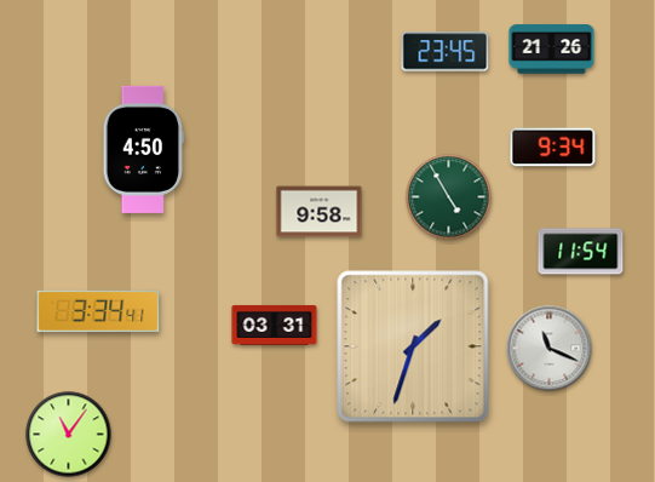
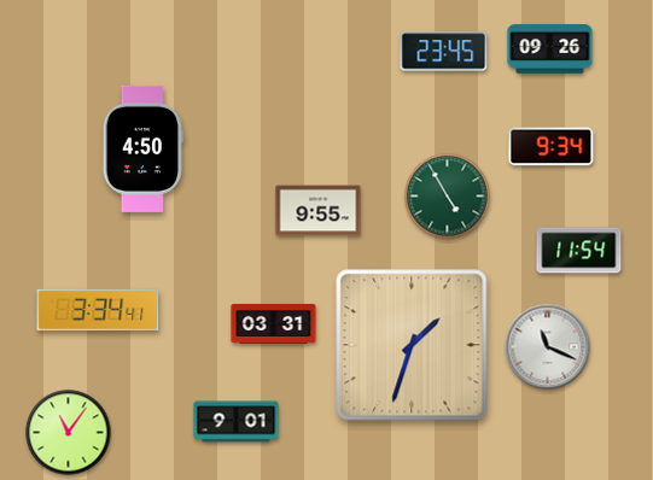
clock at (552, 50): 21:26 -> 09:26
clock at (320, 212): 9:58 -> 9:55
clock at (237, 422): none -> 9:01
